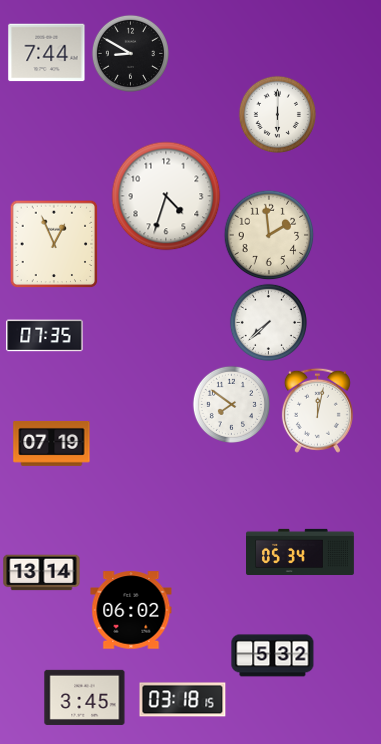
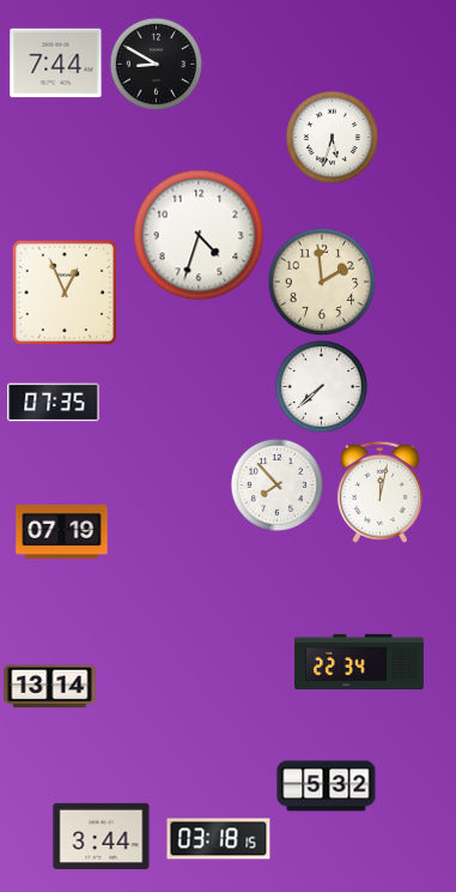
clock at (277, 114): 6:00 -> 5:33
clock at (231, 404): 7:51 -> 7:53
clock at (301, 551): 05:34 -> 22:34
clock at (131, 610): 06:02 -> none
clock at (85, 697): 3:45 -> 3:44
